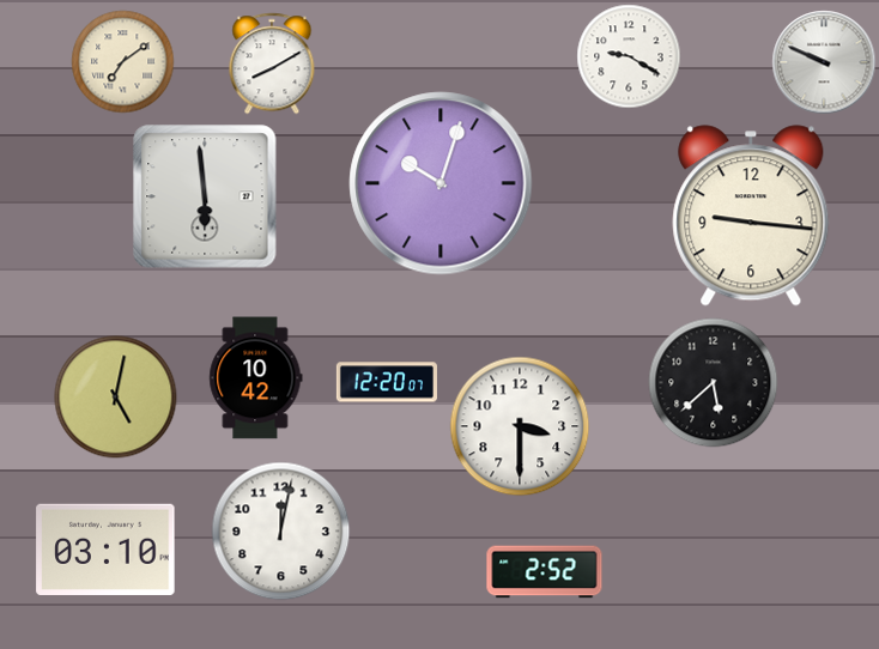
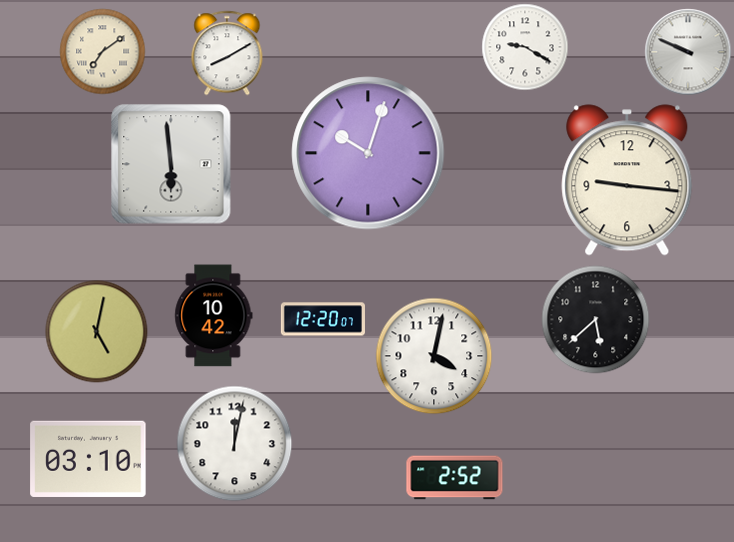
clock at (520, 426): 3:30 -> 4:02
